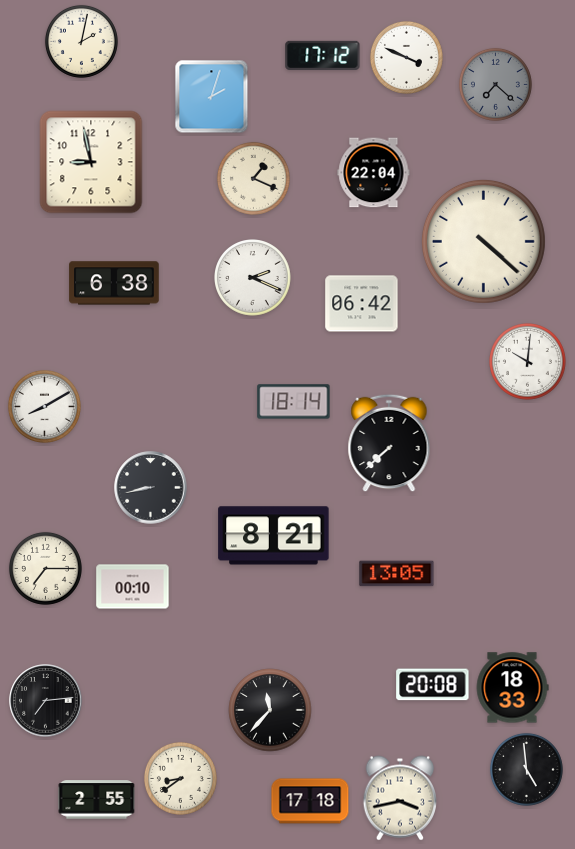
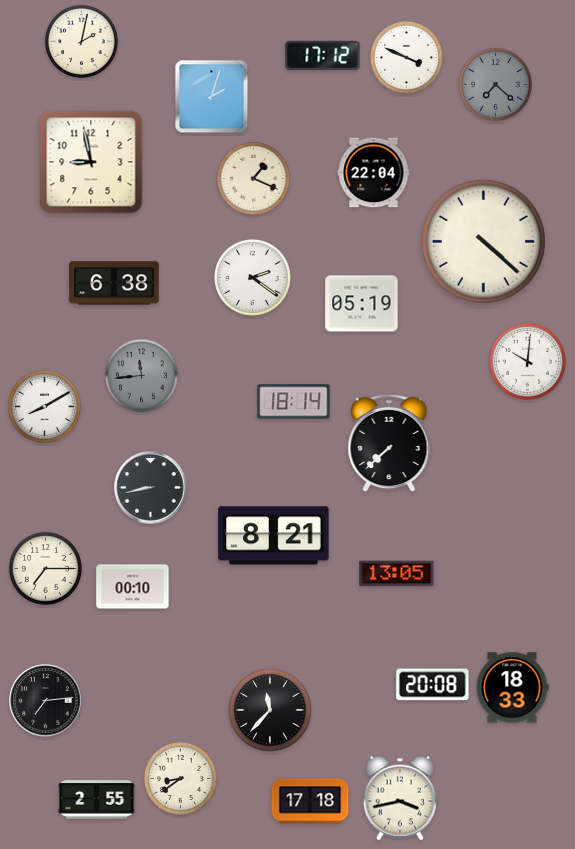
clock at (253, 278): 2:19 -> 2:21
clock at (362, 304): 06:42 -> 05:19
clock at (141, 375): none -> 11:44
clock at (526, 769): 4:59 -> none
